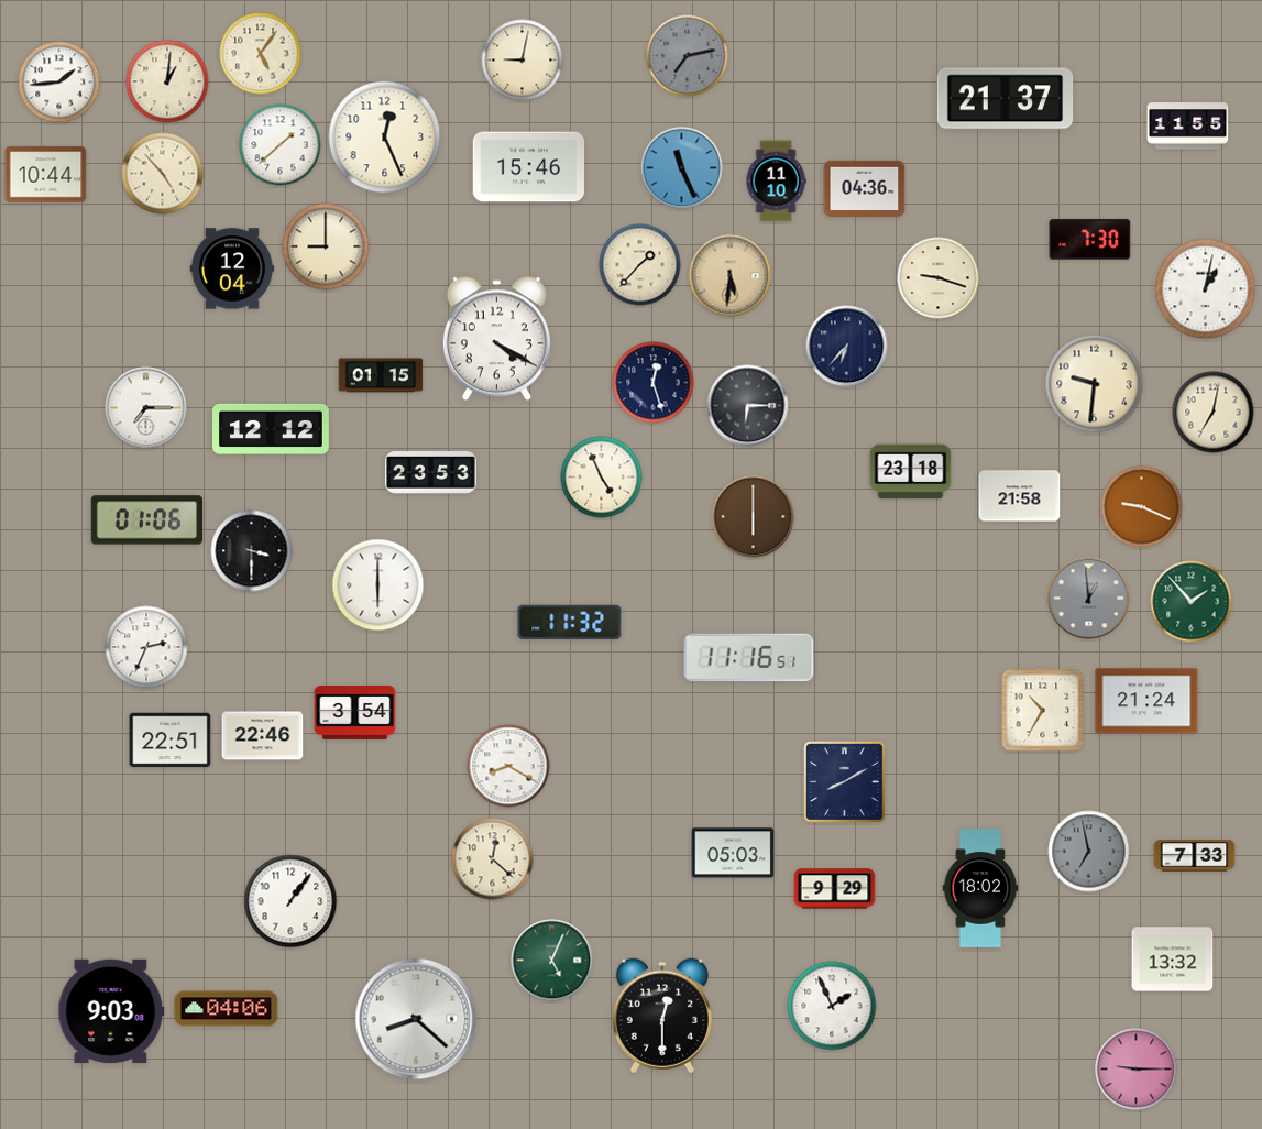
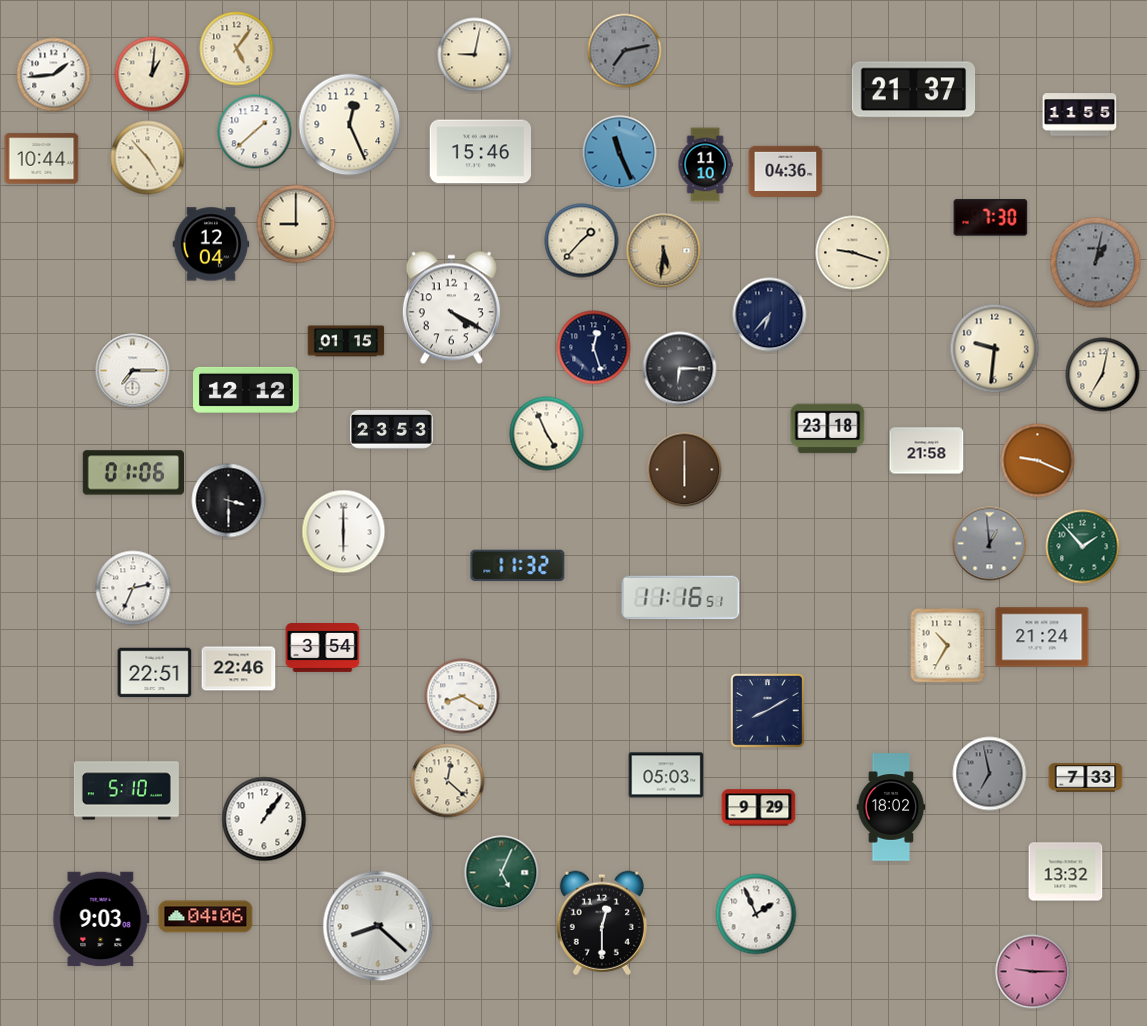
clock at (1206, 289) dial: white -> grey
clock at (126, 791): none -> 5:10
